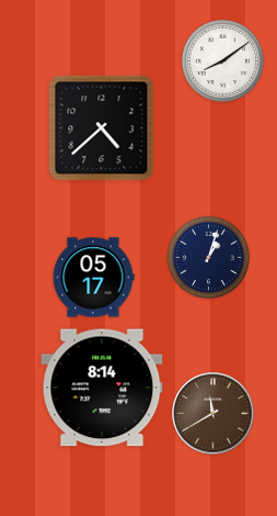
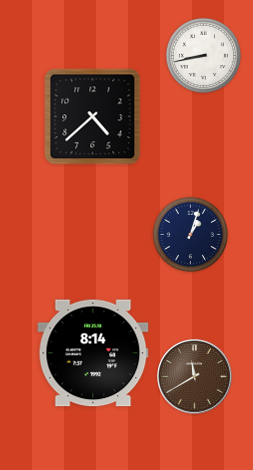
clock at (222, 60): 8:09 -> 8:43
clock at (93, 278): 05:17 -> none
